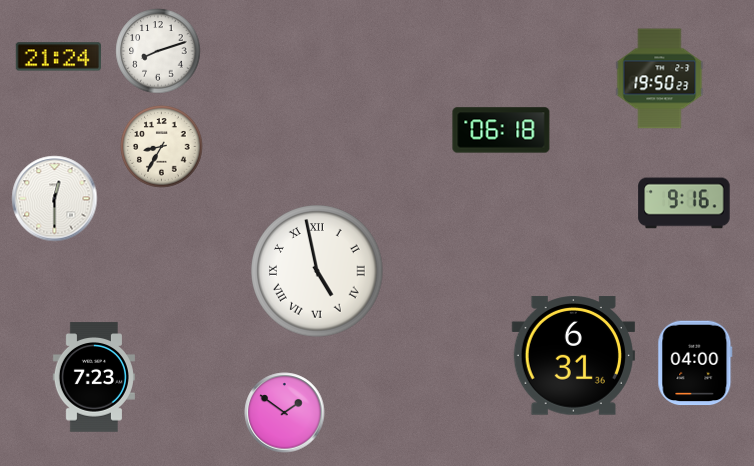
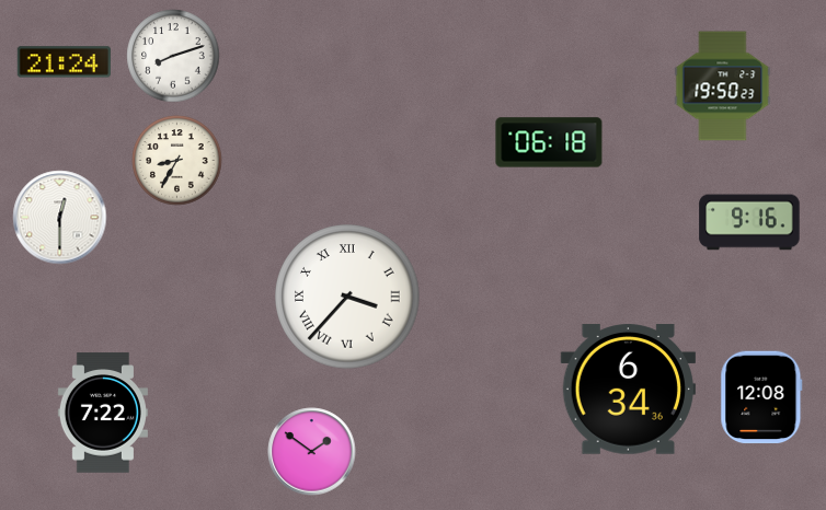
clock at (317, 271): 4:58 -> 3:37
clock at (573, 356): 6:31 -> 6:34
clock at (695, 363): 04:00 -> 12:08
clock at (94, 377): 7:23 -> 7:22
